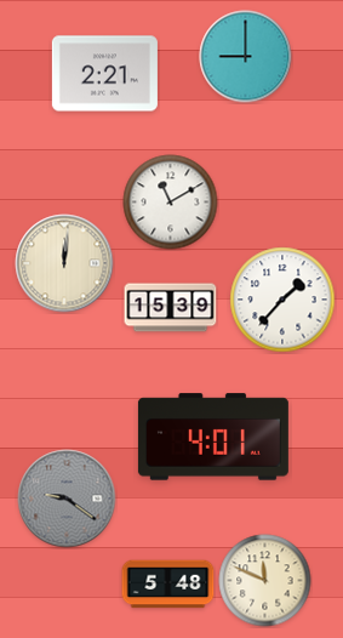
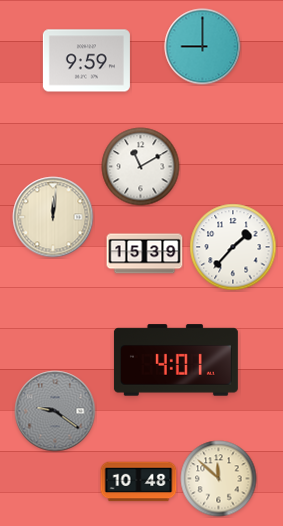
clock at (104, 74): 2:21 -> 9:59
clock at (171, 308) position: (171, 308) -> (145, 254)
clock at (265, 581): 11:49 -> 11:52
clock at (168, 585): 5:48 -> 10:48
